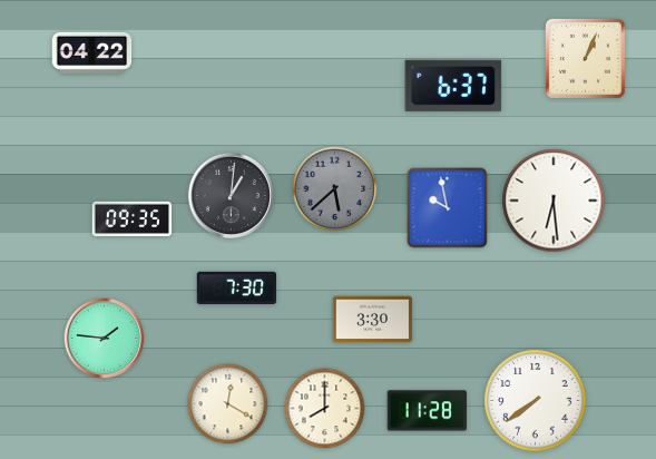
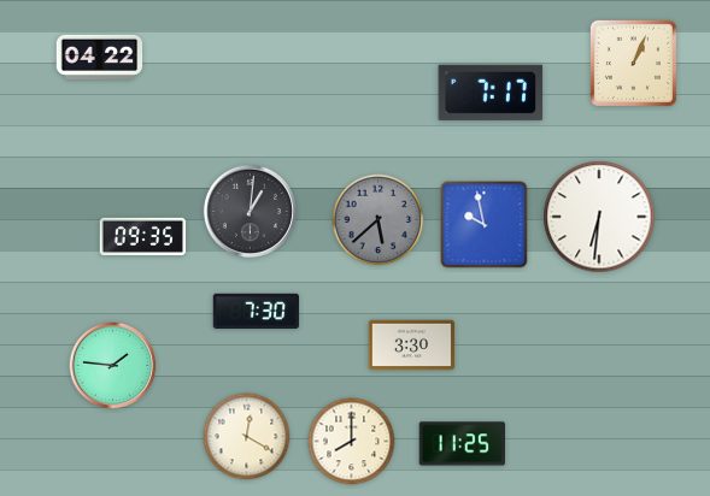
clock at (453, 86): 6:37 -> 7:17
clock at (335, 189) position: (335, 189) -> (379, 220)
clock at (554, 201): 6:29 -> 6:31
clock at (373, 320) position: (373, 320) -> (412, 346)
clock at (536, 401): 7:39 -> none
clock at (427, 411): 11:28 -> 11:25
